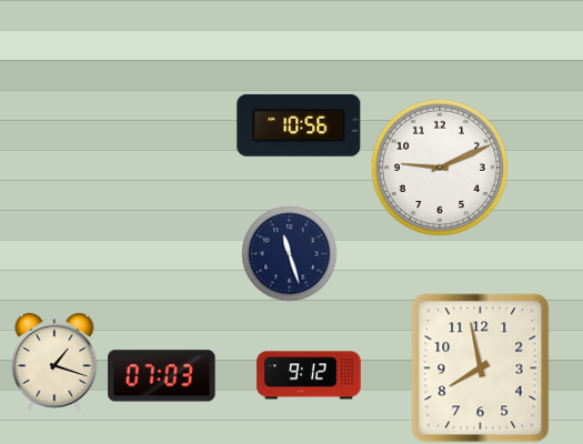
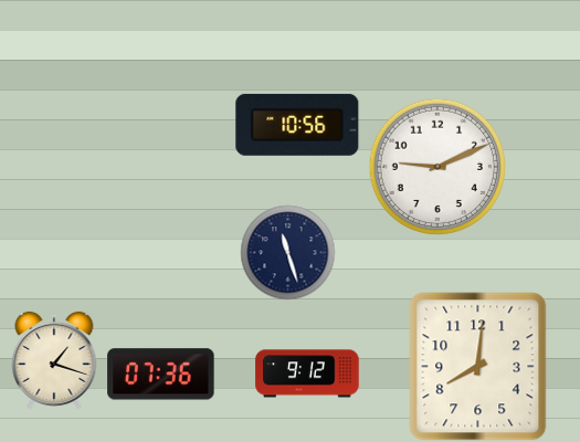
clock at (481, 369): 7:58 -> 8:01
clock at (162, 376): 07:03 -> 07:36
